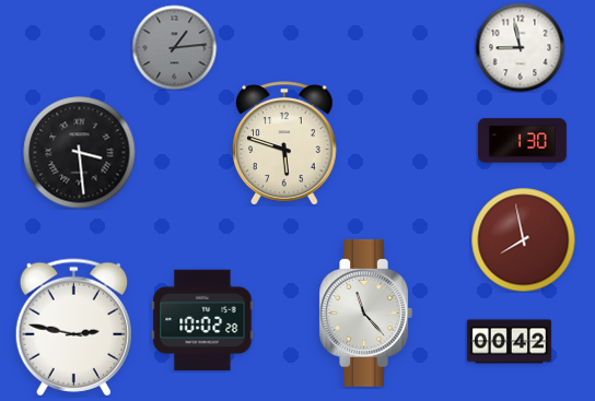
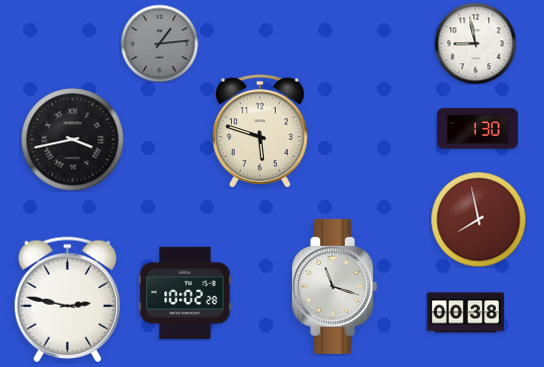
clock at (80, 153): 3:29 -> 3:43
clock at (365, 312): 11:23 -> 11:18
clock at (509, 342): 00:42 -> 00:38
